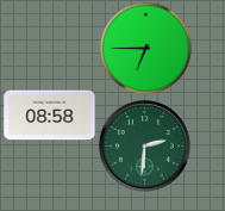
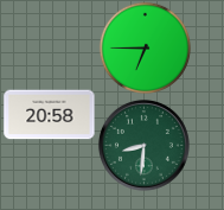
clock at (50, 116): 08:58 -> 20:58
clock at (144, 145): 2:31 -> 8:31
